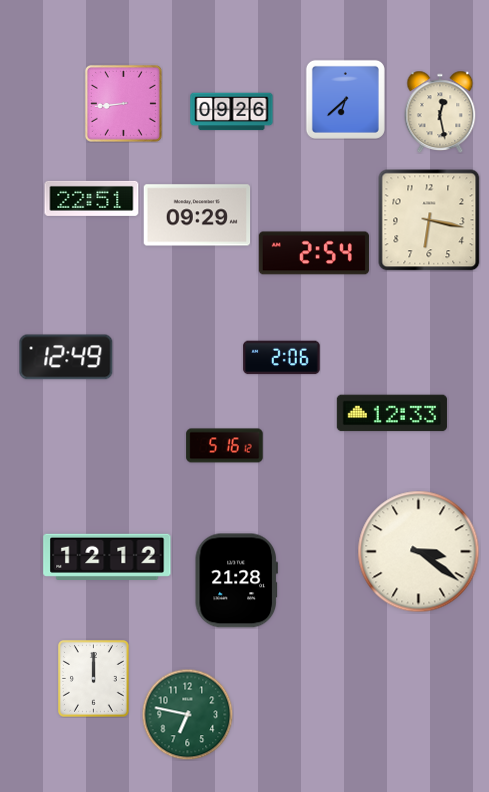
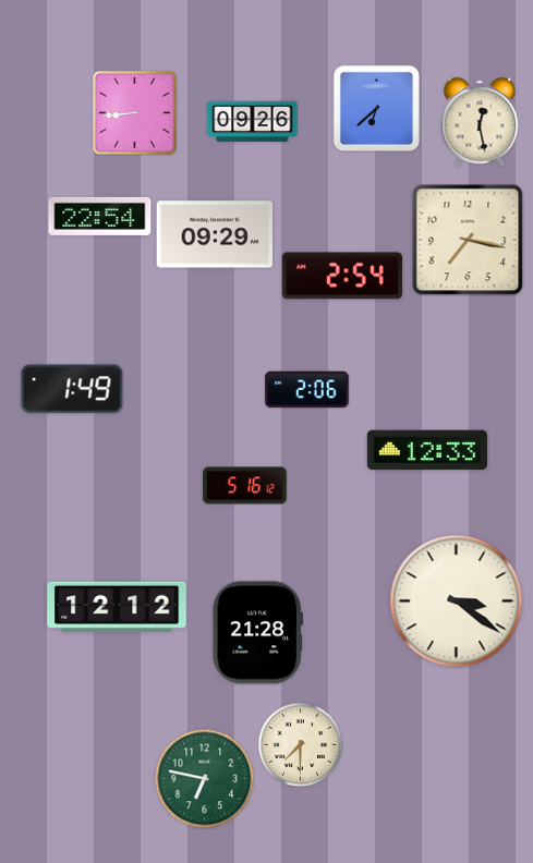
clock at (92, 198): 22:51 -> 22:54
clock at (429, 220): 6:17 -> 7:17
clock at (66, 357): 12:49 -> 1:49
clock at (94, 679): 12:00 -> none
clock at (300, 744): none -> 7:30
